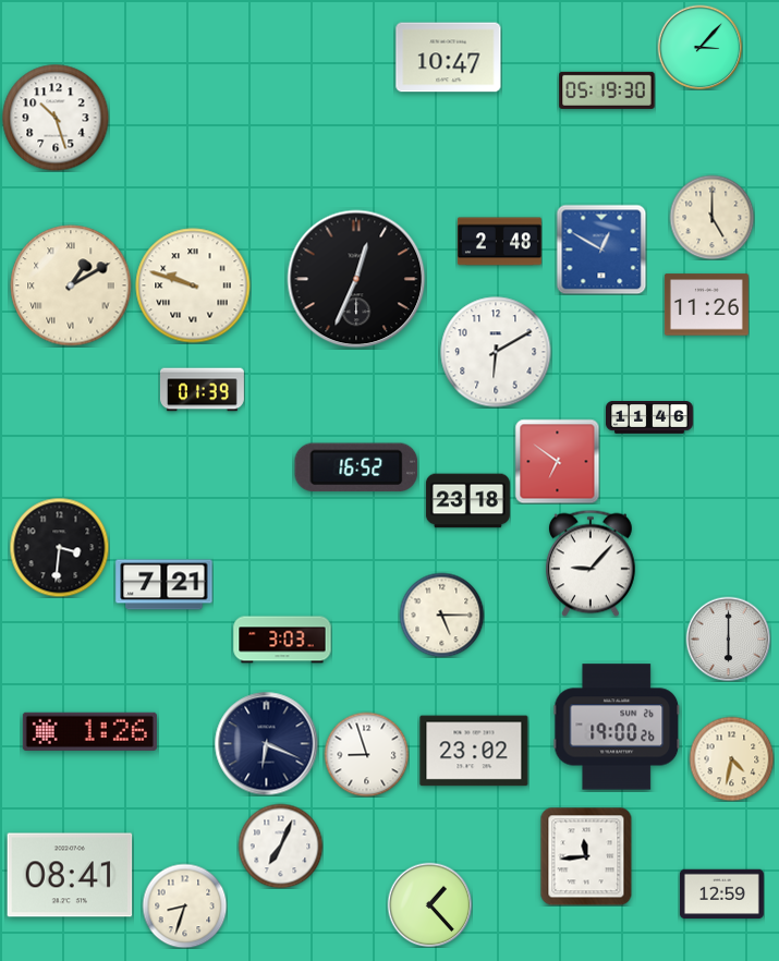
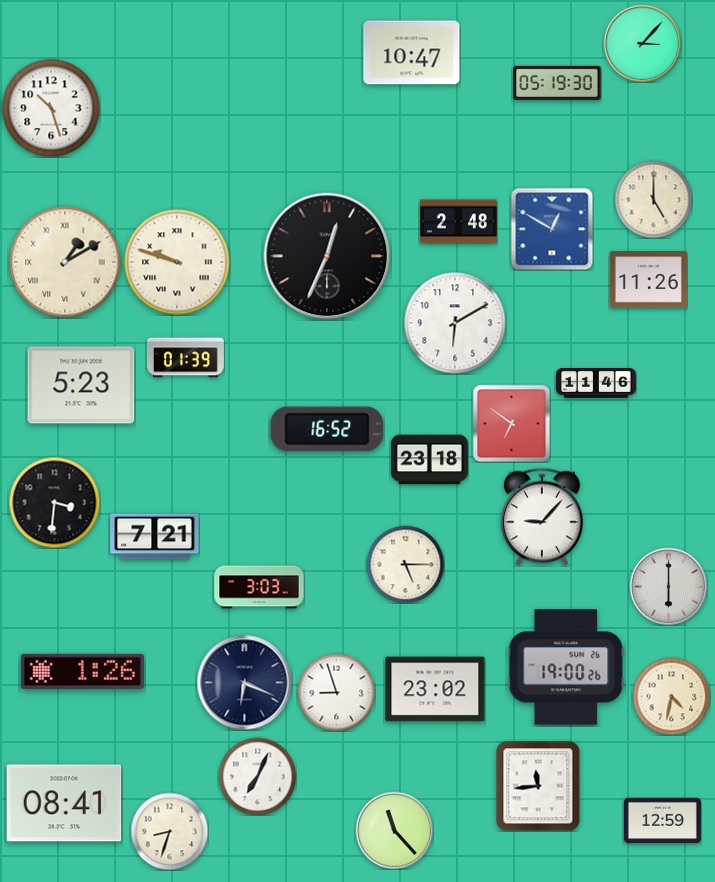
clock at (81, 385): none -> 5:23
clock at (165, 585) position: (165, 585) -> (155, 537)
clock at (429, 904): 1:23 -> 11:23
